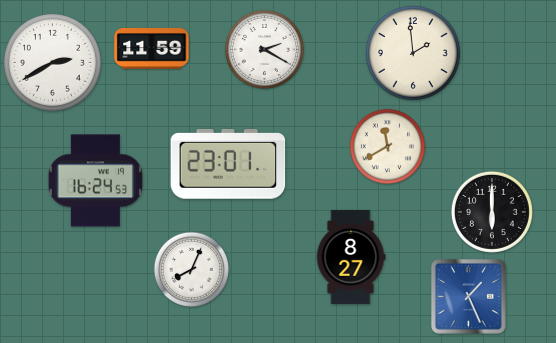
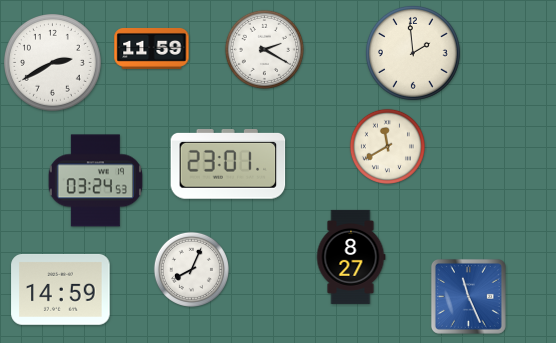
clock at (95, 181): 16:24 -> 03:24
clock at (492, 212): 6:00 -> none
clock at (61, 289): none -> 14:59
clock at (468, 296): 1:26 -> 11:26
